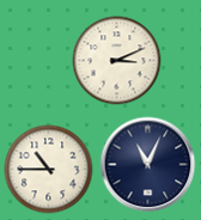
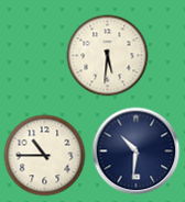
clock at (117, 61): 3:11 -> 5:31
clock at (148, 165): 11:04 -> 10:31
